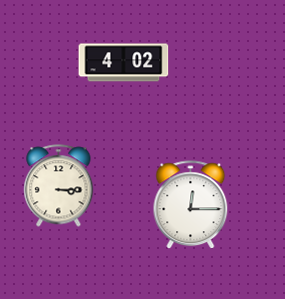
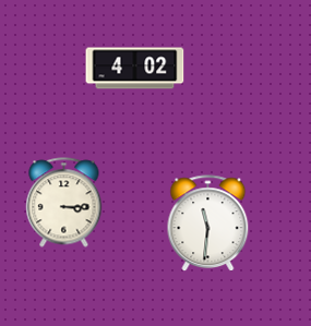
clock at (191, 205): 12:15 -> 11:31
